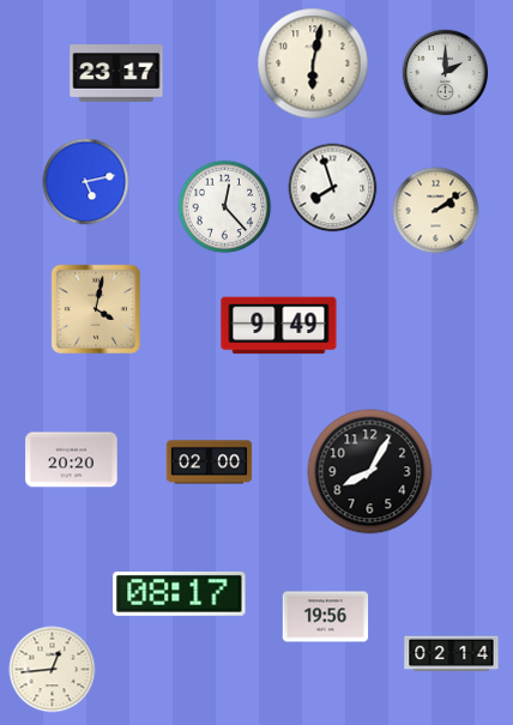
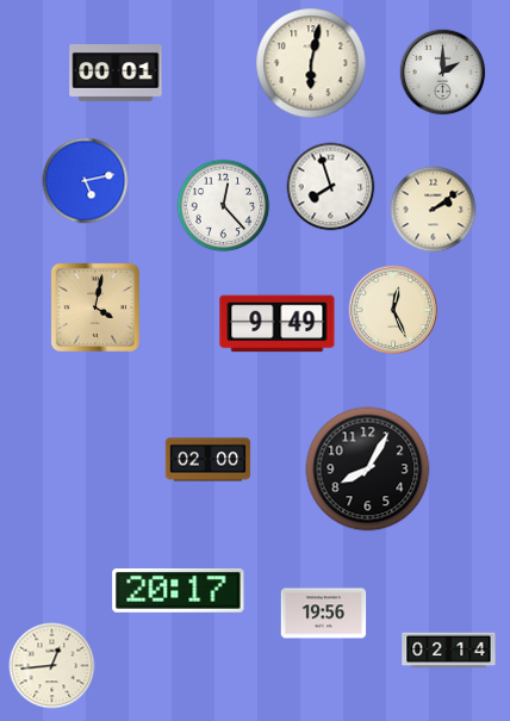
clock at (116, 73): 23:17 -> 00:01
clock at (393, 310): none -> 12:26
clock at (72, 460): 20:20 -> none
clock at (180, 593): 08:17 -> 20:17
